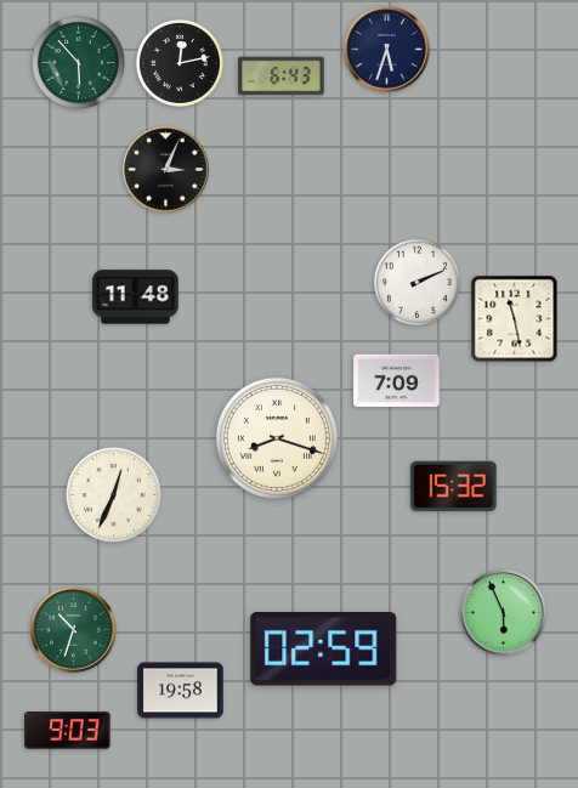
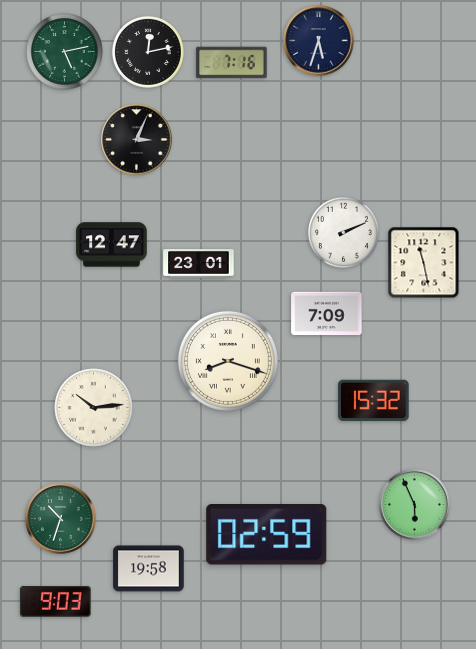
clock at (79, 63): 5:53 -> 5:13
clock at (282, 76): 6:43 -> 7:16
clock at (136, 297): 11:48 -> 12:47
clock at (199, 264): none -> 23:01
clock at (114, 495): 12:34 -> 10:14
